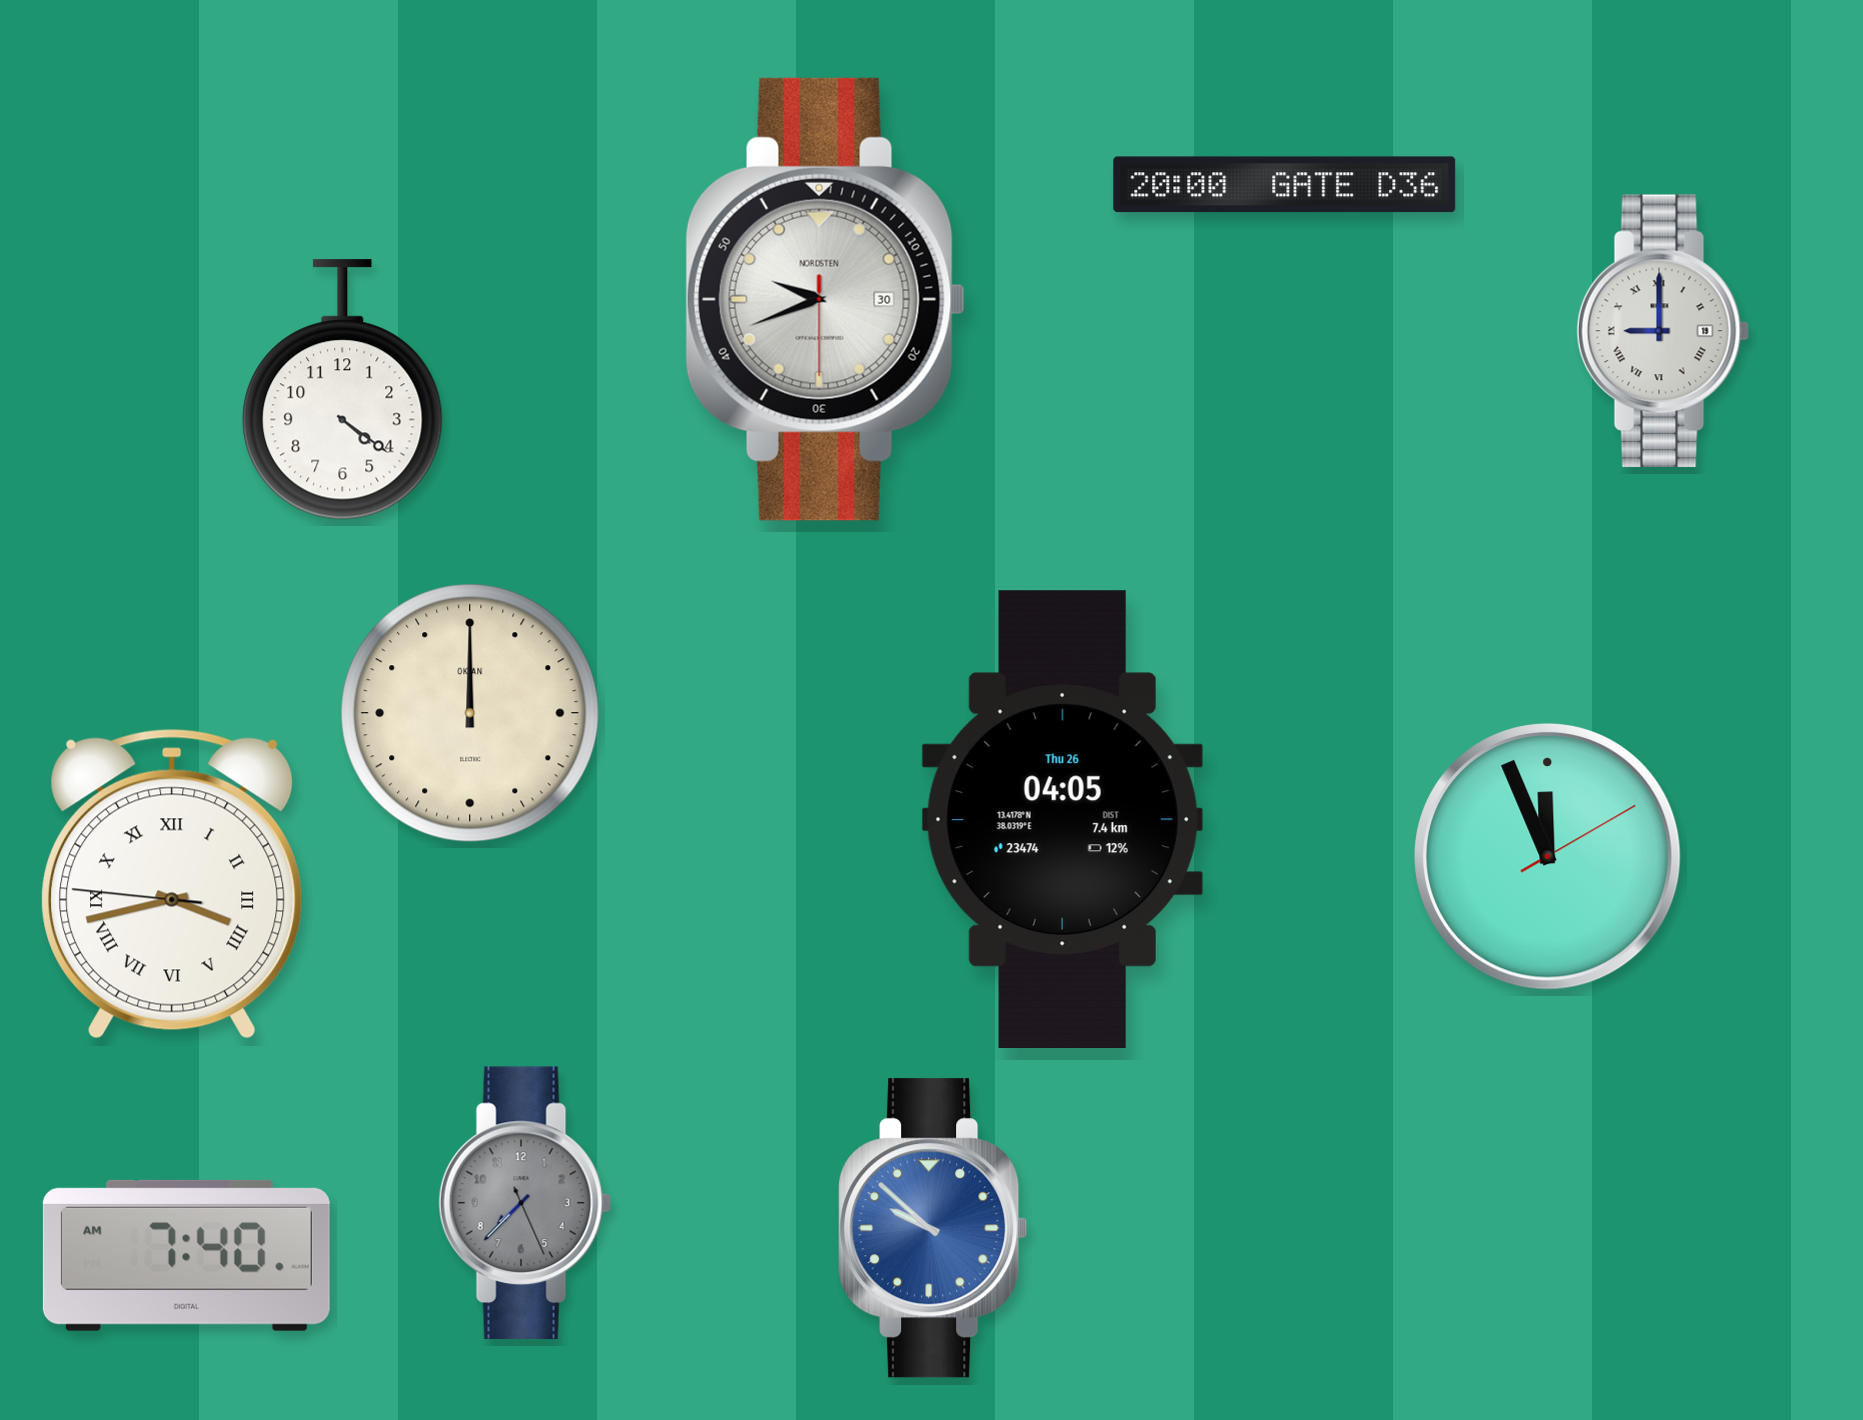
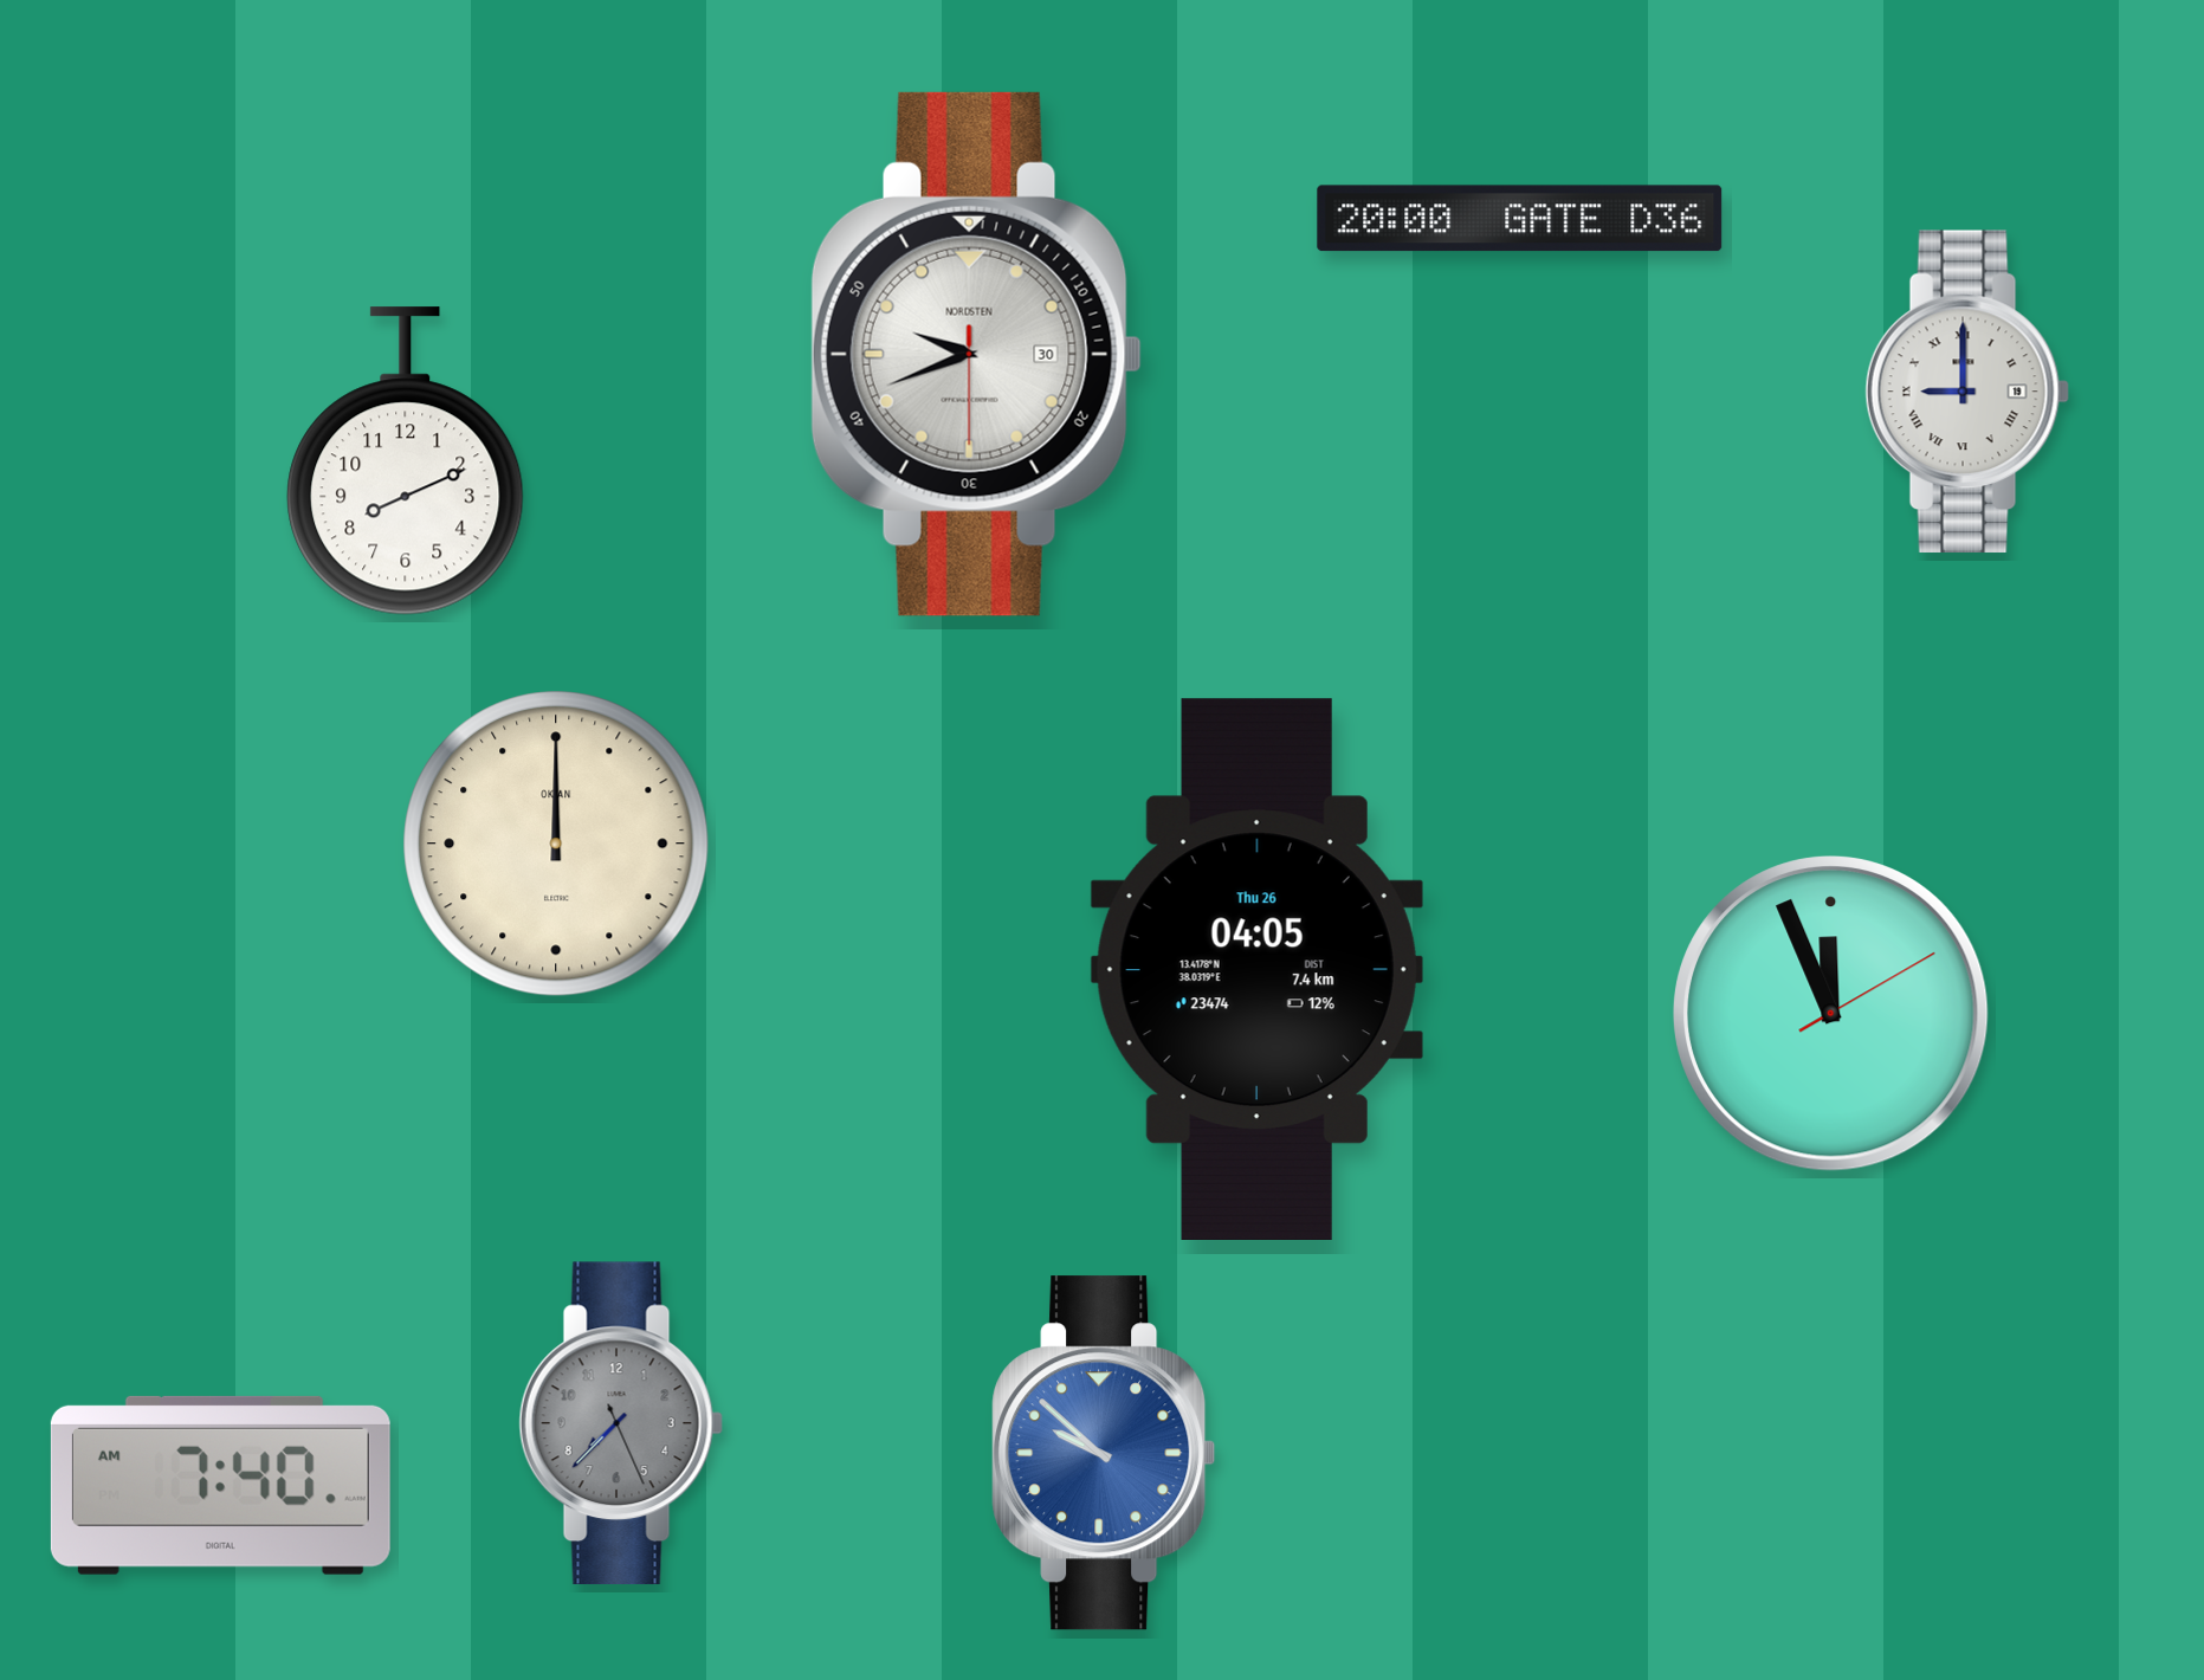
clock at (343, 390): 4:21 -> 8:11
clock at (172, 884): 3:42 -> none
